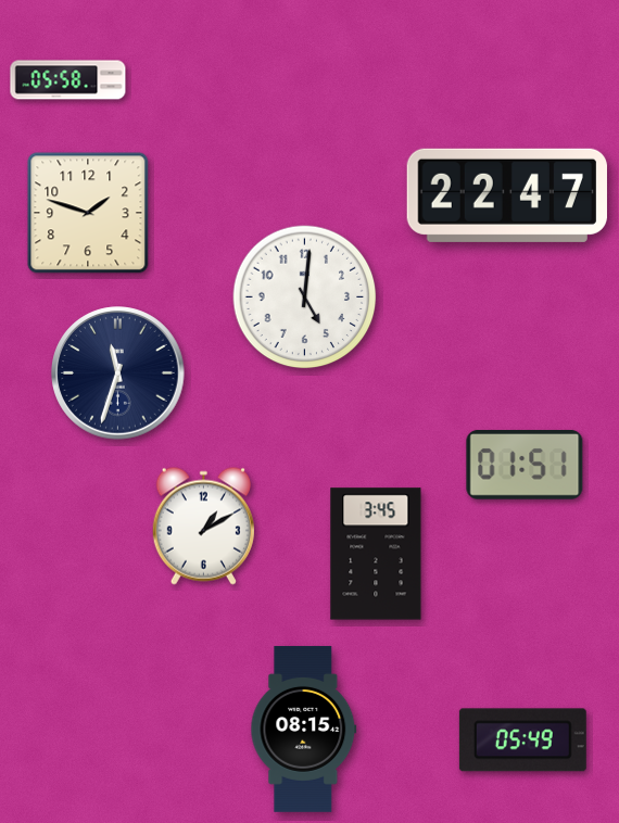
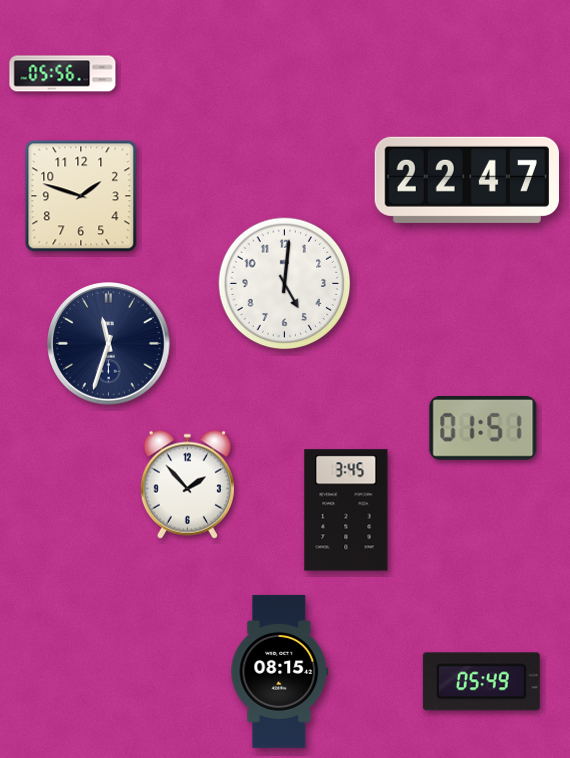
clock at (68, 80): 05:58 -> 05:56
clock at (305, 297) position: (305, 297) -> (285, 284)
clock at (203, 526): 1:10 -> 1:53
